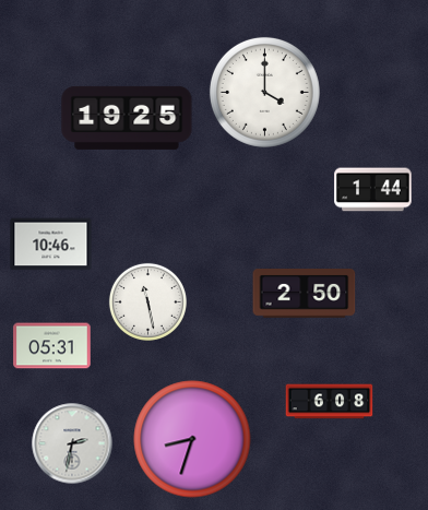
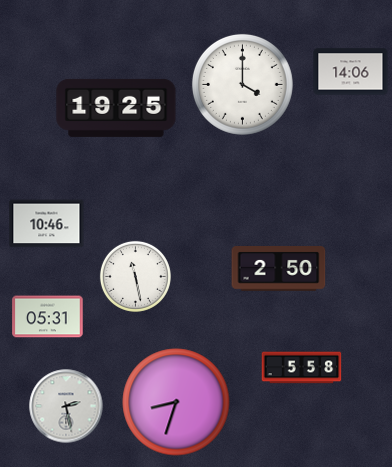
clock at (351, 72): none -> 14:06
clock at (373, 190): 1:44 -> none
clock at (330, 402): 6:08 -> 5:58
clock at (72, 443): 2:32 -> 2:28
